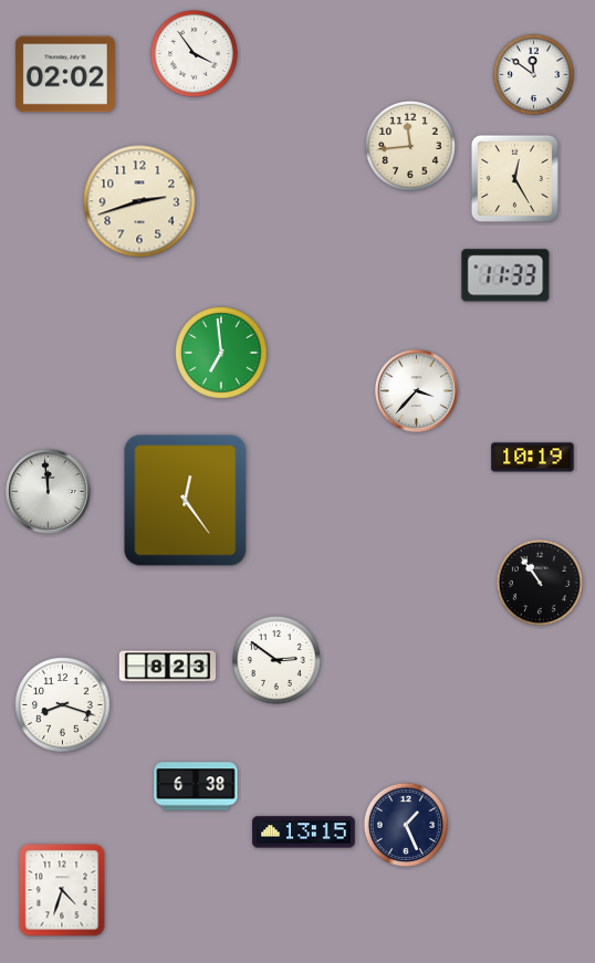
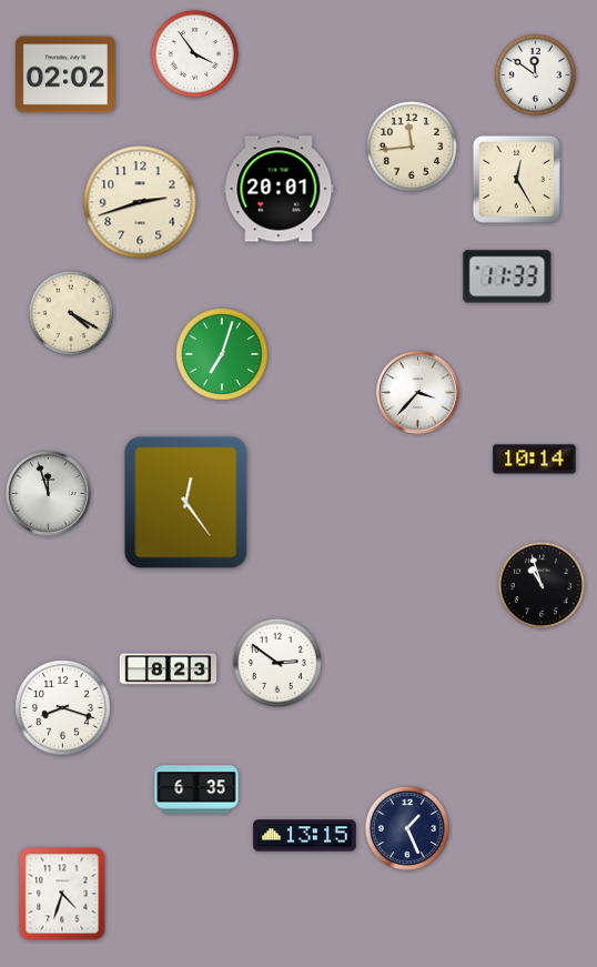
clock at (279, 189): none -> 20:01
clock at (71, 313): none -> 4:20
clock at (222, 354): 6:59 -> 7:03
clock at (533, 458): 10:19 -> 10:14
clock at (49, 492): 11:59 -> 11:57
clock at (540, 583): 10:54 -> 10:57
clock at (196, 786): 6:38 -> 6:35
